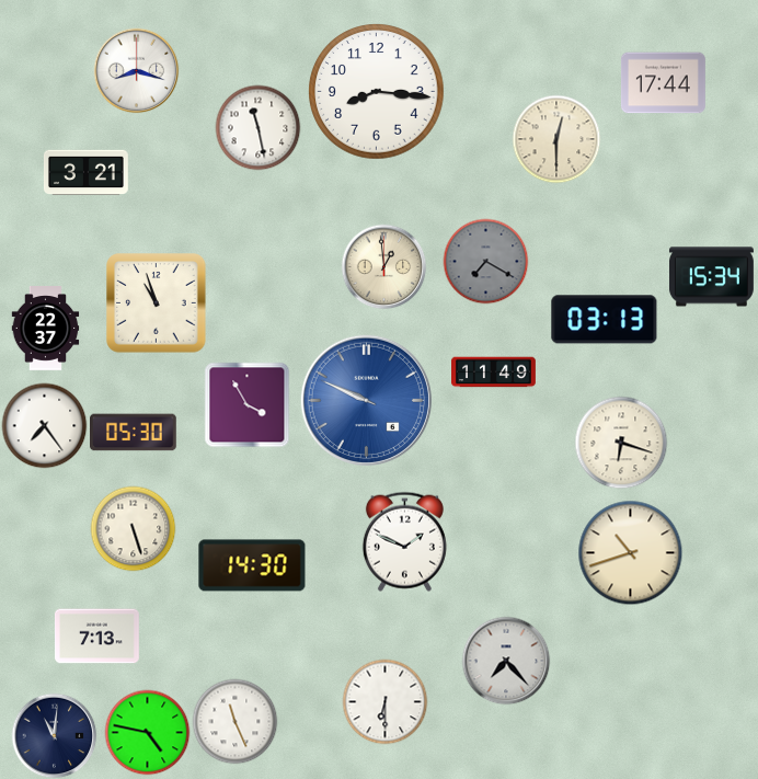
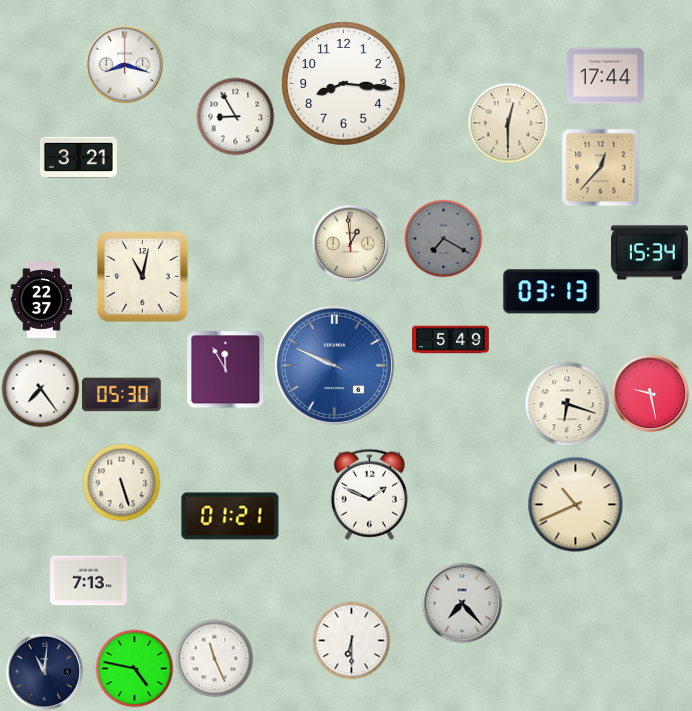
clock at (257, 127): 11:28 -> 8:55
clock at (556, 139) position: (556, 139) -> (508, 123)
clock at (600, 167): none -> 12:37
clock at (157, 303): 10:57 -> 11:02
clock at (494, 373): 11:49 -> 5:49
clock at (246, 404): 3:55 -> 11:55
clock at (650, 393): none -> 9:28
clock at (630, 552): 10:42 -> 10:41
clock at (252, 565): 14:30 -> 01:21
clock at (54, 735) position: (54, 735) -> (44, 671)
